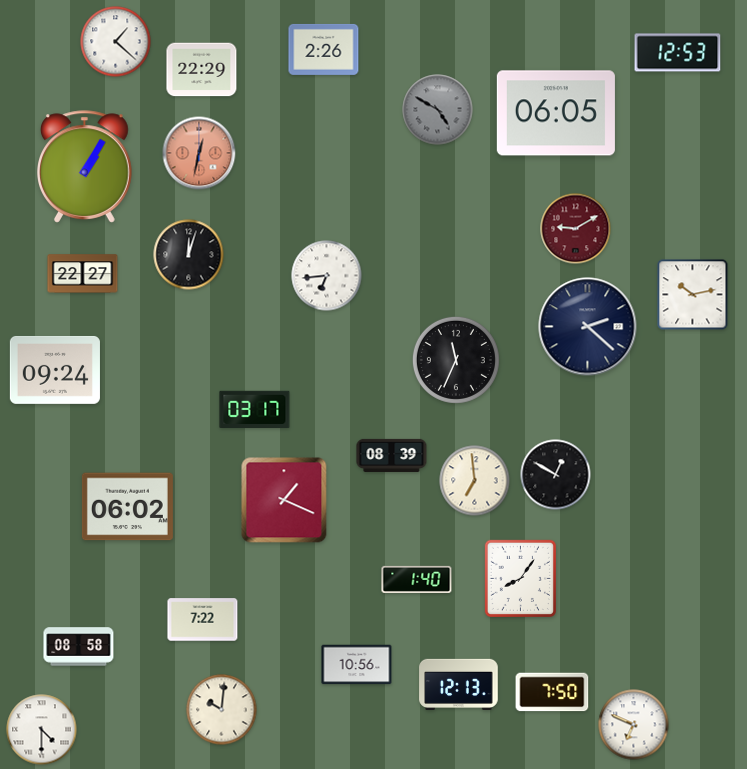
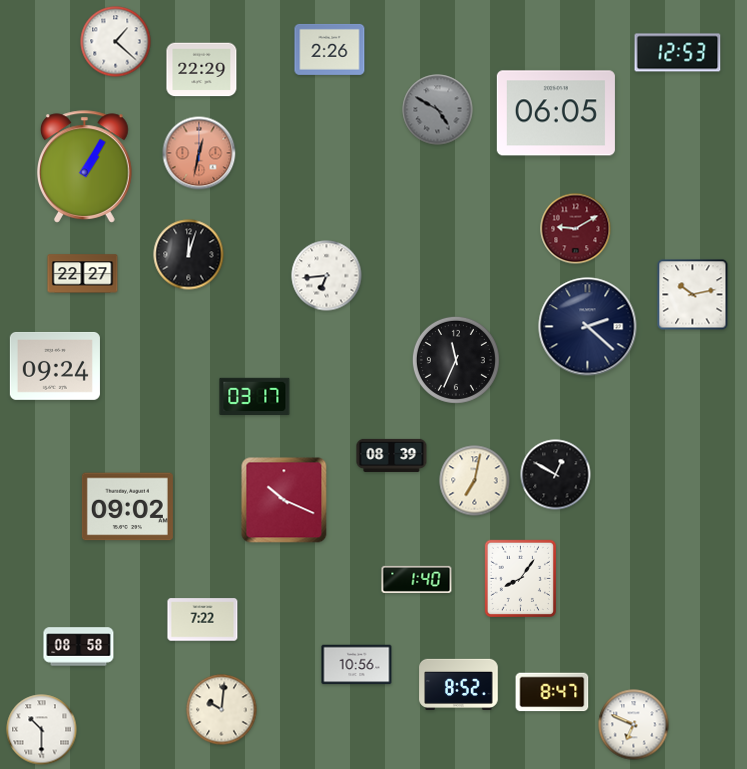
clock at (324, 49) position: (324, 49) -> (330, 49)
clock at (55, 370) position: (55, 370) -> (55, 366)
clock at (255, 409) position: (255, 409) -> (255, 396)
clock at (475, 481): 6:59 -> 7:02
clock at (284, 500): 1:19 -> 10:19
clock at (127, 507): 06:02 -> 09:02
clock at (459, 684): 12:13 -> 8:52
clock at (552, 692): 7:50 -> 8:47
clock at (42, 730): 4:30 -> 10:30
